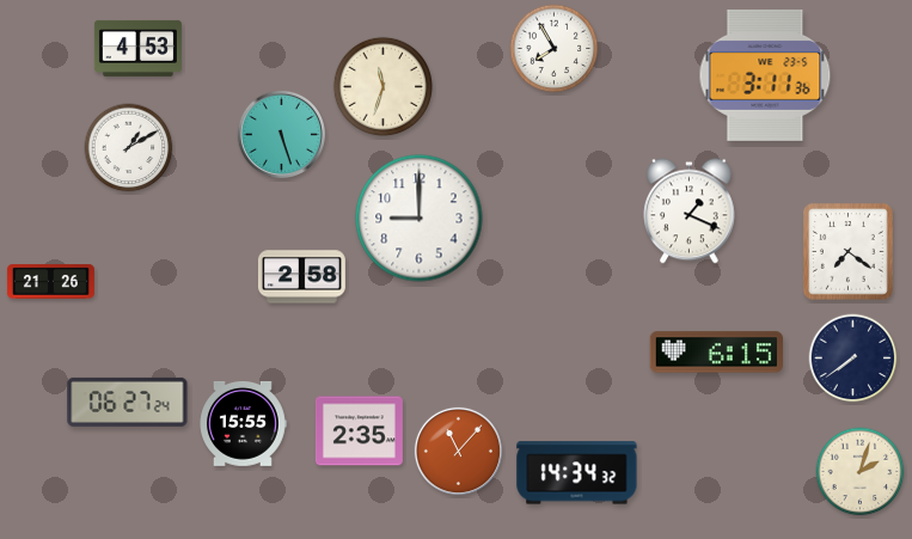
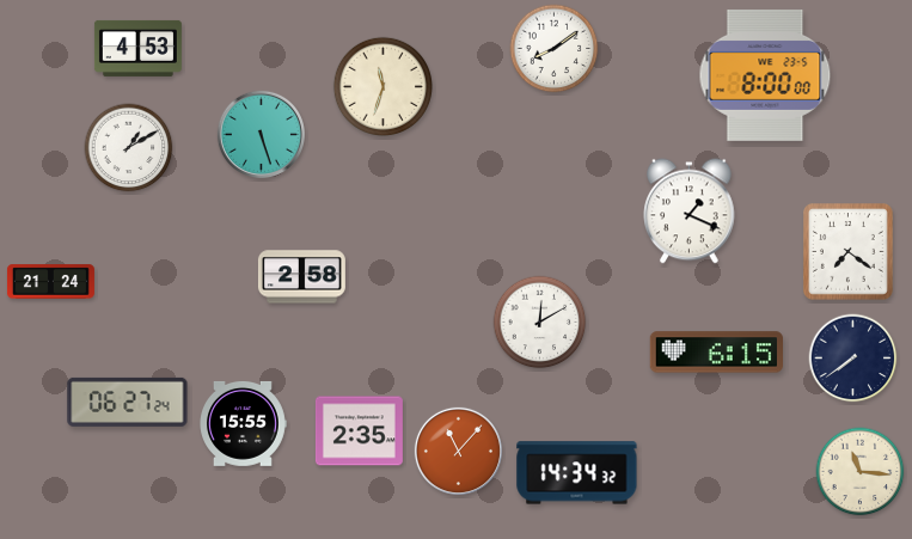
clock at (555, 49): 7:55 -> 8:09
clock at (765, 75): 3:11 -> 8:00
clock at (281, 134) position: (281, 134) -> (261, 134)
clock at (420, 219): 9:00 -> none
clock at (50, 282): 21:26 -> 21:24
clock at (540, 323): none -> 12:10
clock at (861, 472): 2:03 -> 11:16
